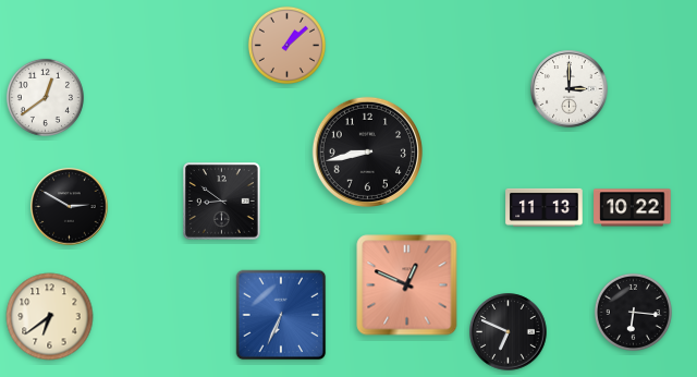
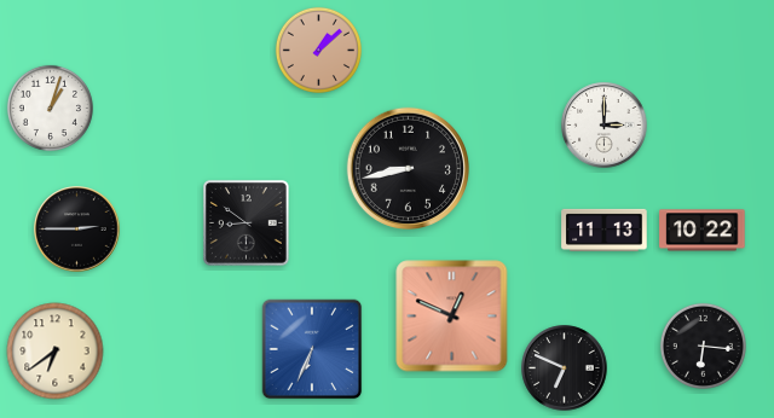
clock at (570, 89) position: (570, 89) -> (605, 126)
clock at (45, 97): 12:39 -> 1:03
clock at (70, 207): 2:50 -> 2:45
